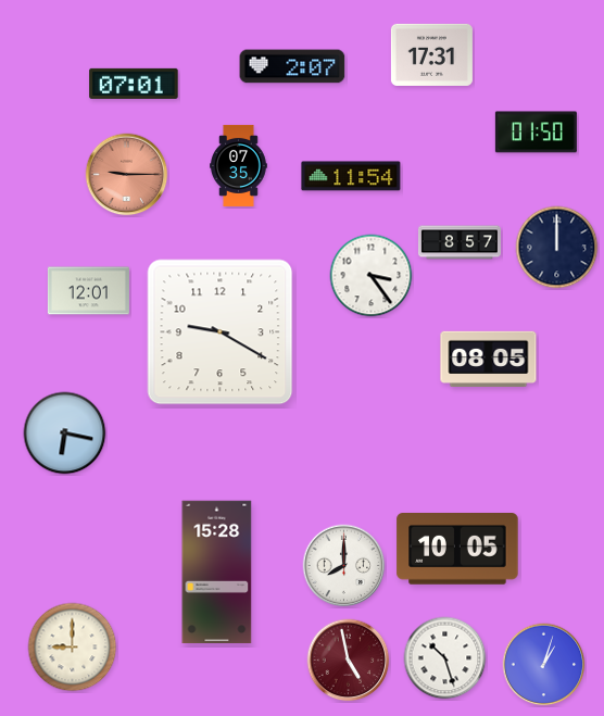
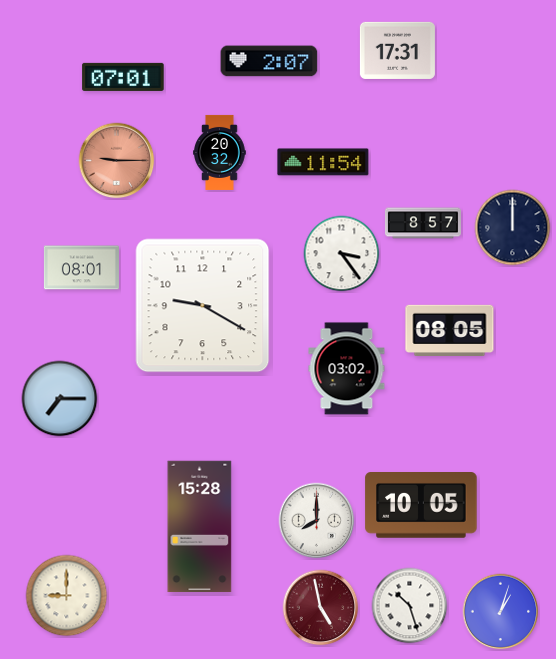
clock at (536, 133): 01:50 -> none
clock at (239, 165): 07:35 -> 20:32
clock at (88, 291): 12:01 -> 08:01
clock at (347, 369): none -> 03:02
clock at (65, 434): 6:17 -> 7:15
